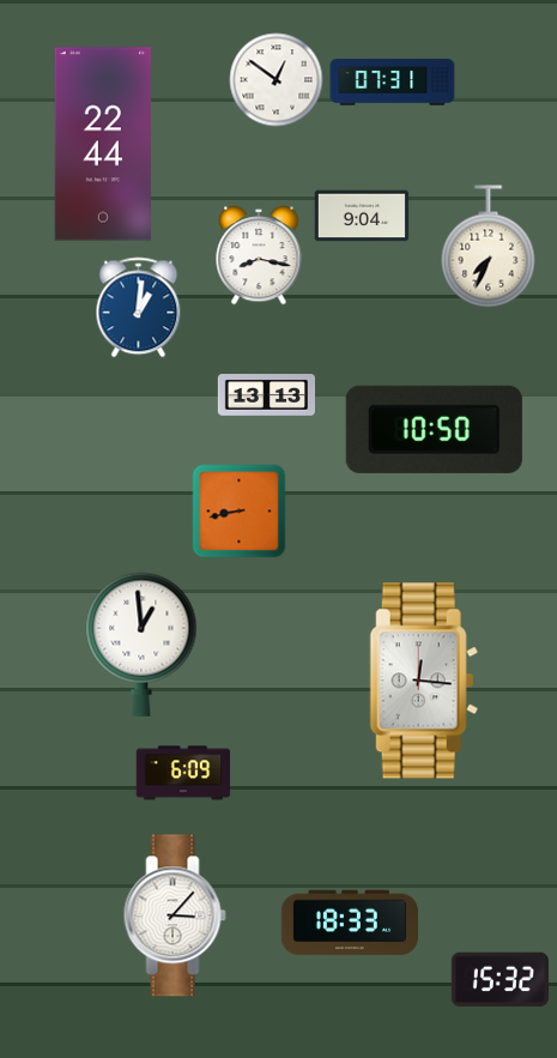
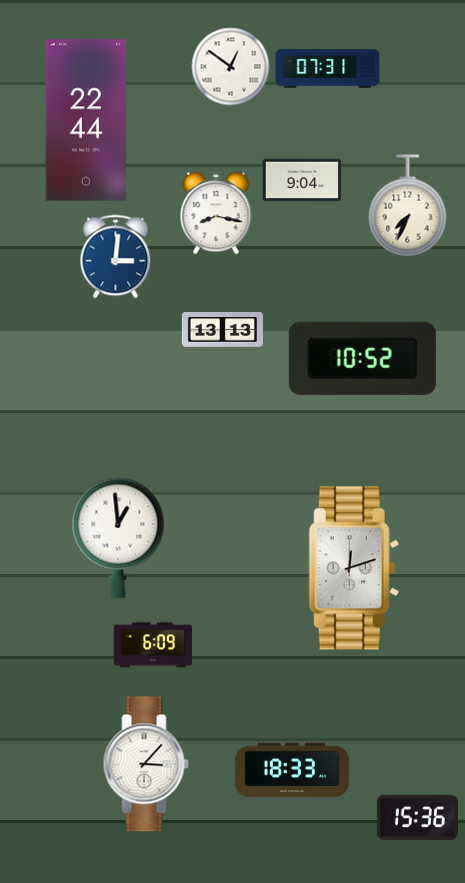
clock at (139, 308): 1:01 -> 3:01
clock at (434, 429): 10:50 -> 10:52
clock at (240, 512): 8:43 -> none
clock at (424, 681): 12:16 -> 12:12
clock at (500, 980): 15:32 -> 15:36
